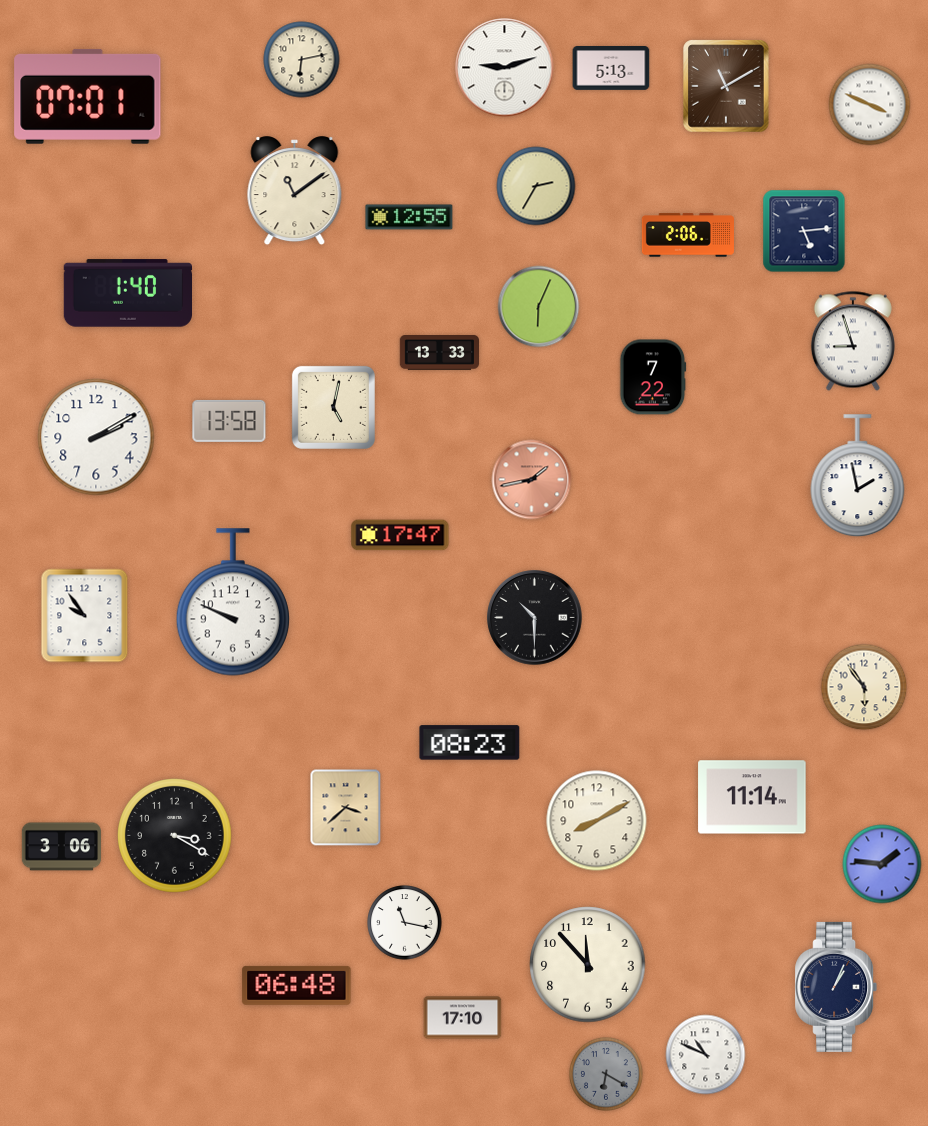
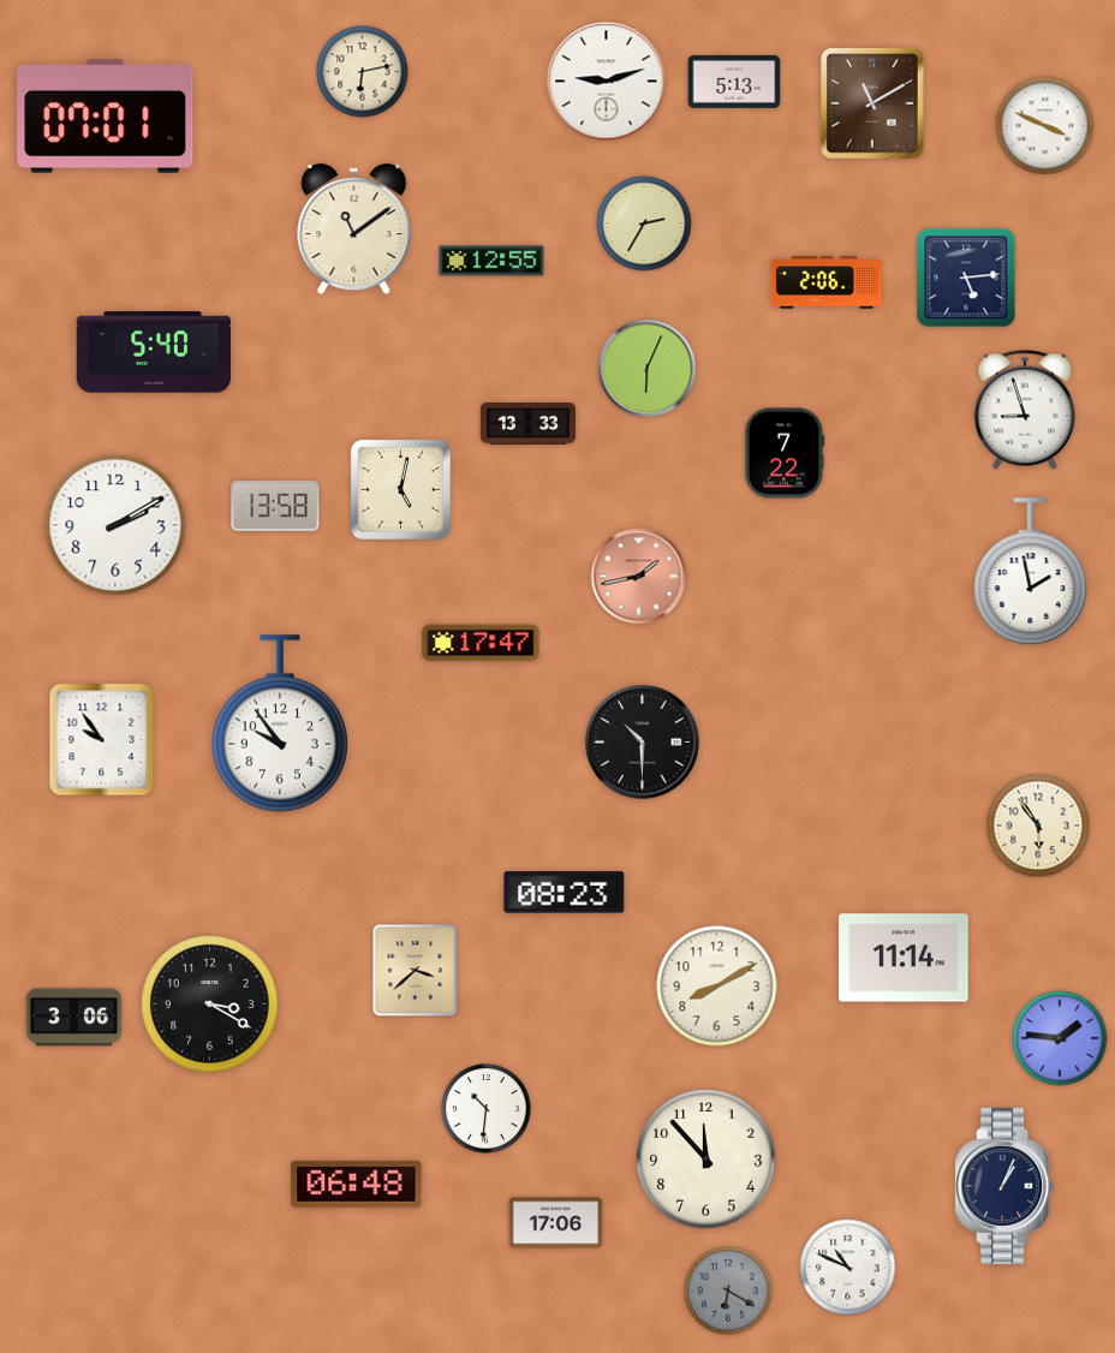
clock at (127, 293): 1:40 -> 5:40
clock at (233, 602): 9:49 -> 9:54
clock at (405, 923): 11:17 -> 10:31
clock at (463, 1018): 17:10 -> 17:06
